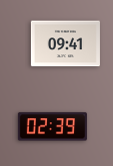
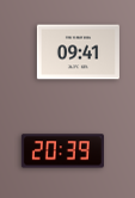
clock at (52, 127): 02:39 -> 20:39
